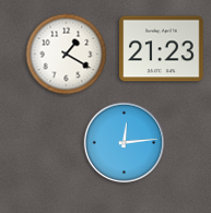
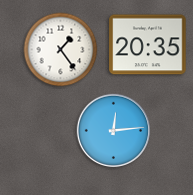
clock at (162, 49): 21:23 -> 20:35
clock at (67, 55): 1:20 -> 1:24
